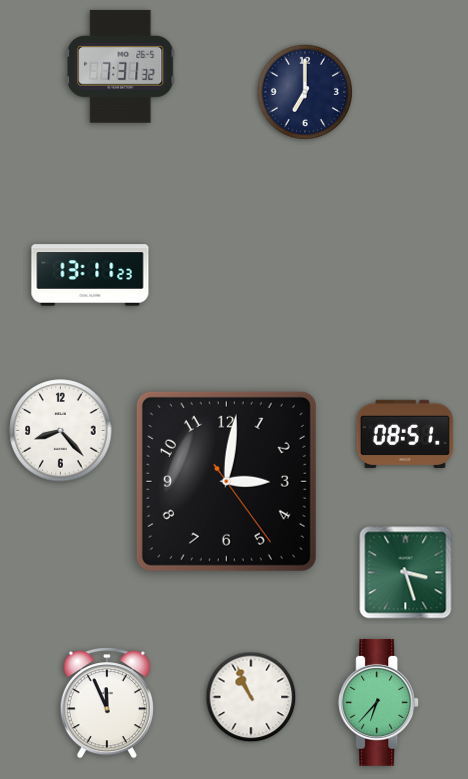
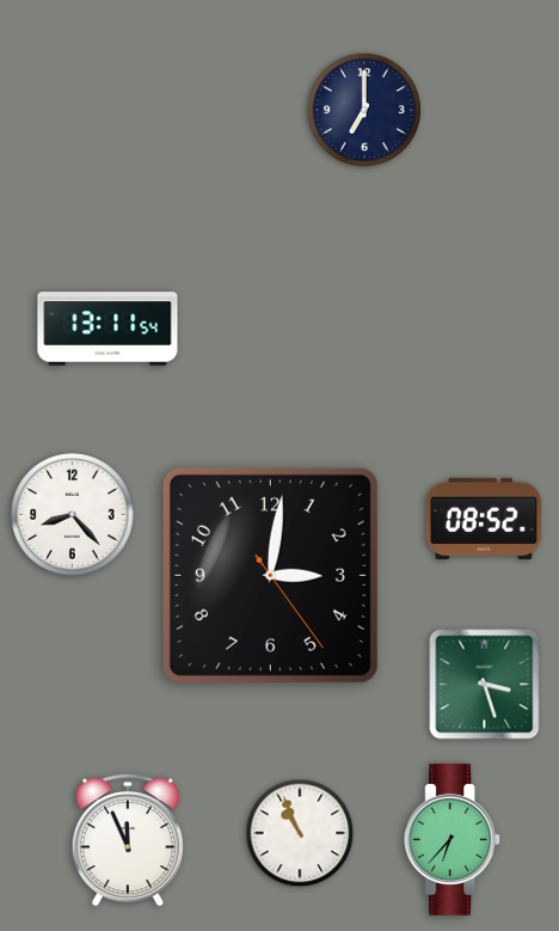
clock at (121, 66): 7:31 -> none
clock at (90, 275): 13:11:23 -> 13:11:54
clock at (405, 434): 08:51 -> 08:52
